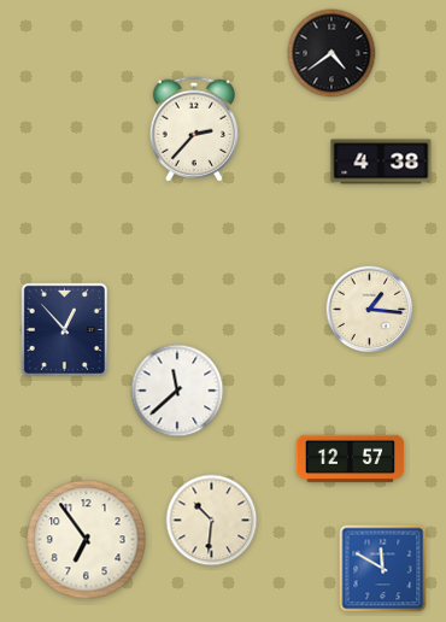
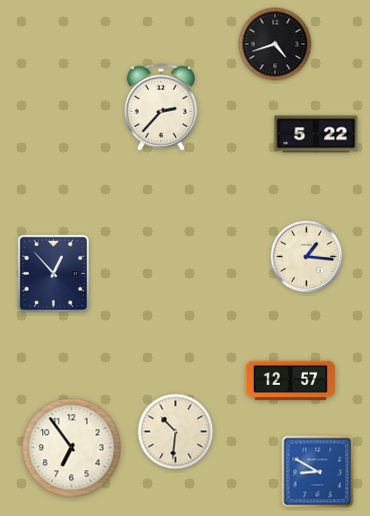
clock at (331, 53): 4:39 -> 4:42
clock at (381, 162): 4:38 -> 5:22
clock at (177, 391): 11:38 -> none
clock at (383, 569): 11:50 -> 8:50
